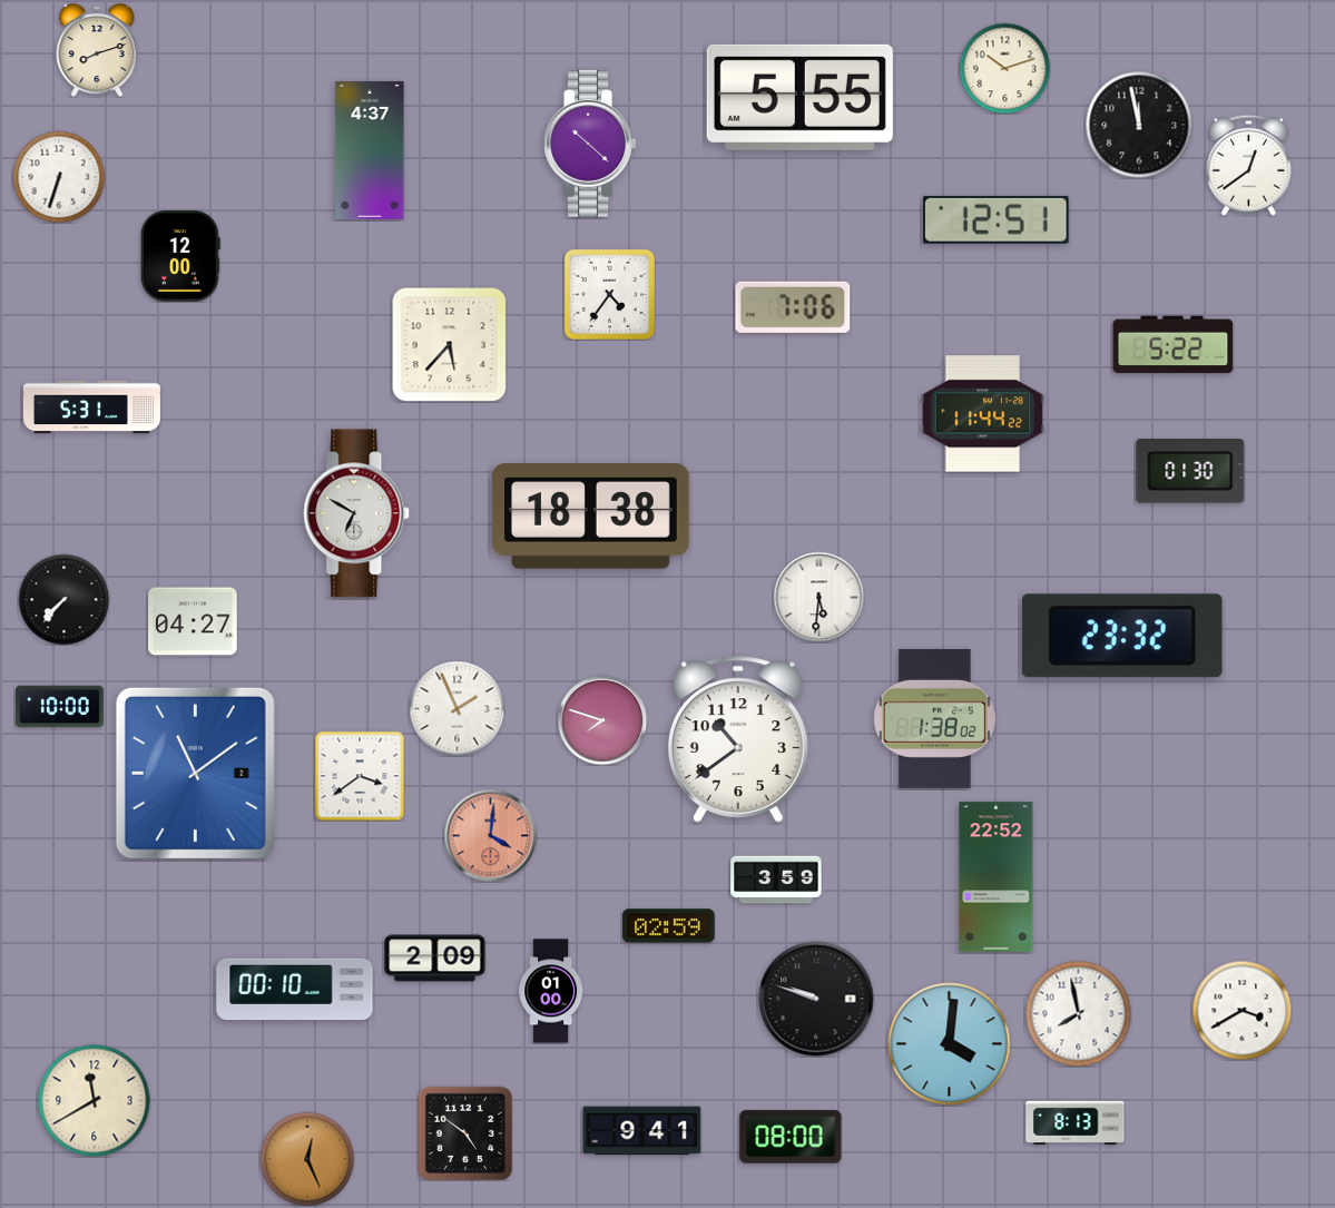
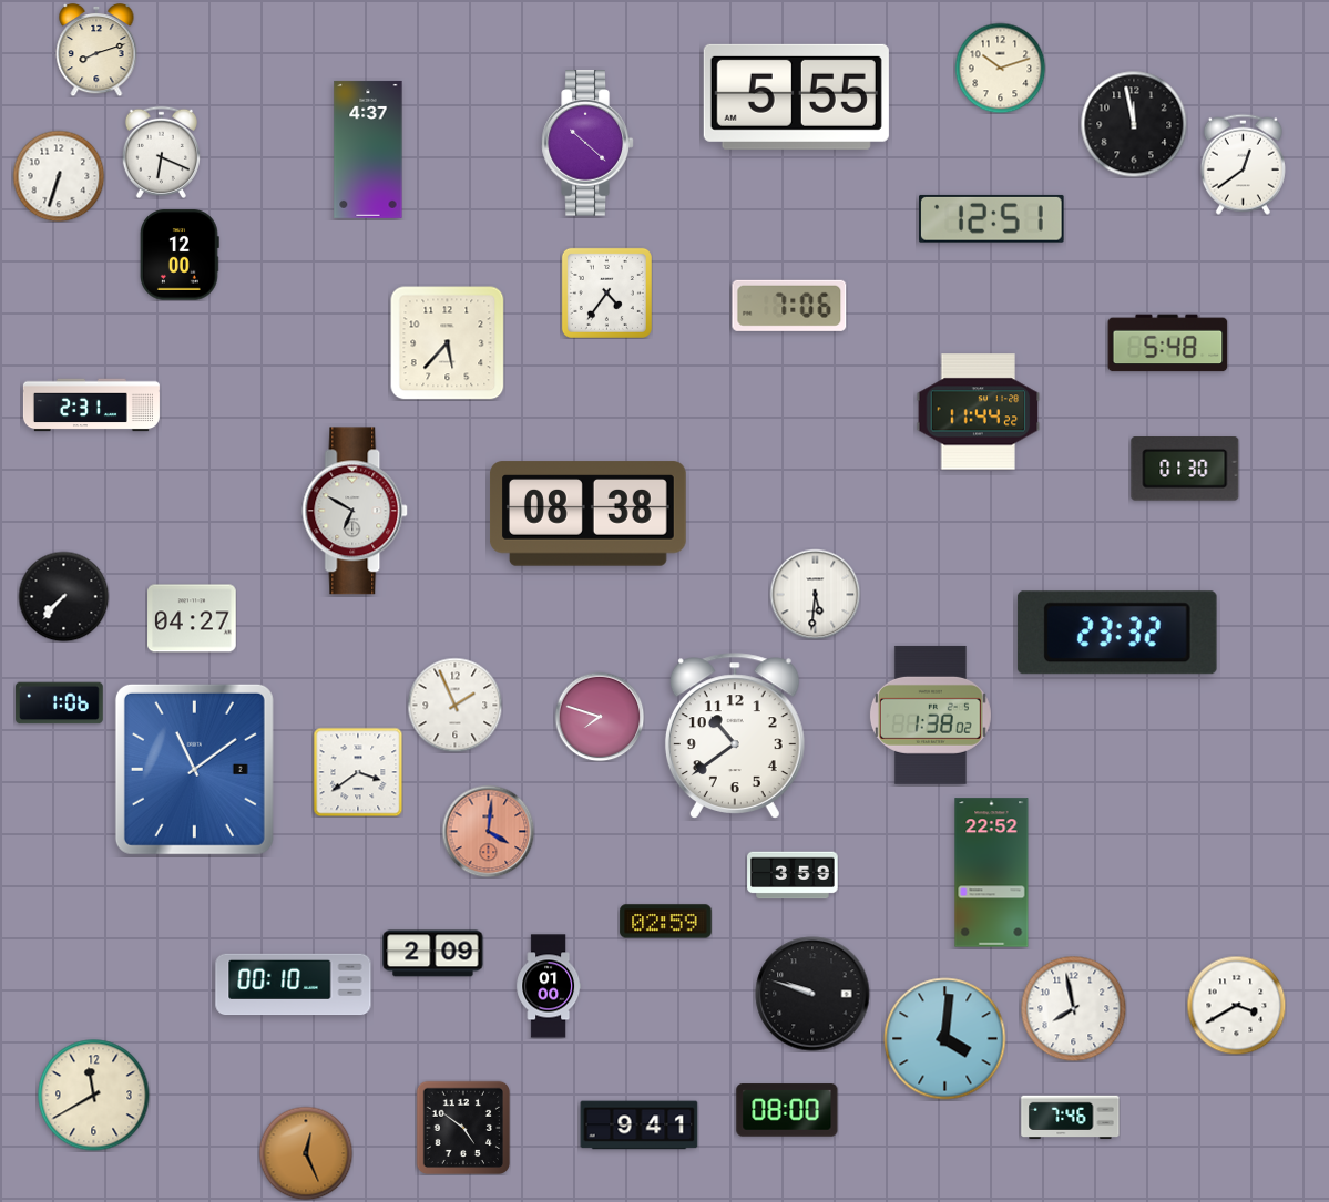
clock at (161, 152): none -> 6:19
clock at (1174, 345): 5:22 -> 5:48
clock at (91, 407): 5:31 -> 2:31
clock at (590, 517): 18:38 -> 08:38
clock at (60, 707): 10:00 -> 1:06
clock at (776, 880) position: (776, 880) -> (793, 875)
clock at (1076, 1123): 8:13 -> 7:46
clock at (791, 1137) position: (791, 1137) -> (787, 1110)
